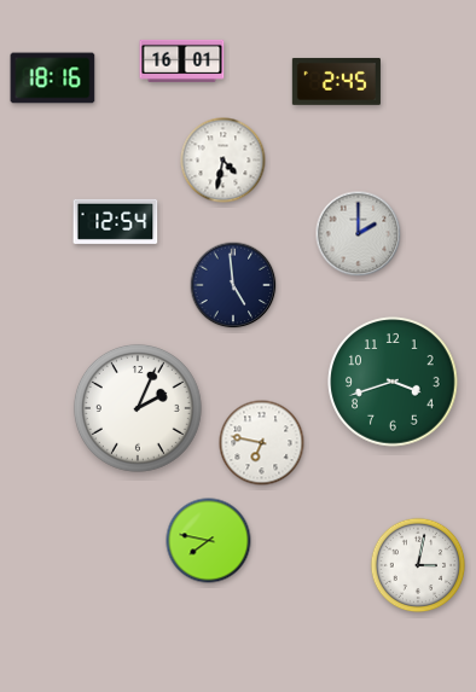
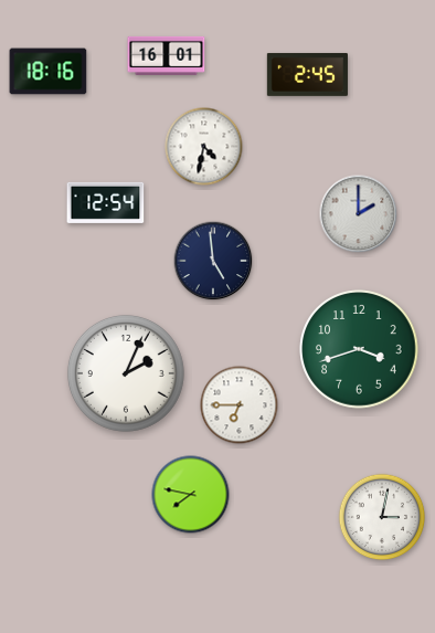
clock at (359, 234) position: (359, 234) -> (359, 214)
clock at (262, 443): 6:47 -> 6:45
